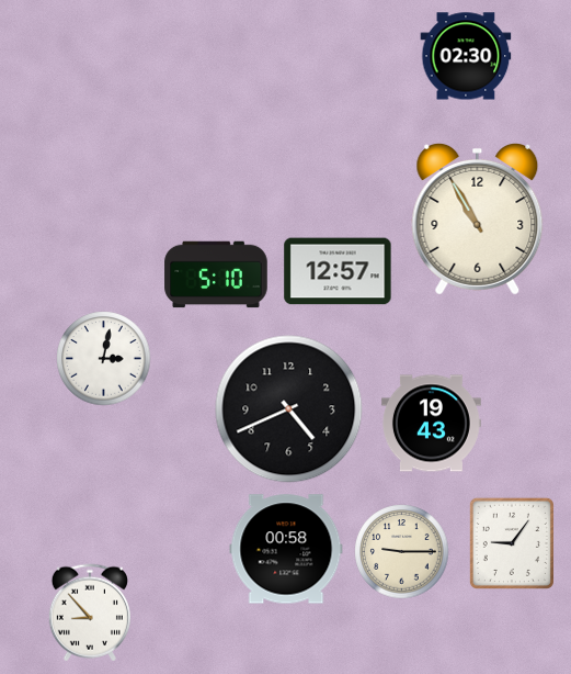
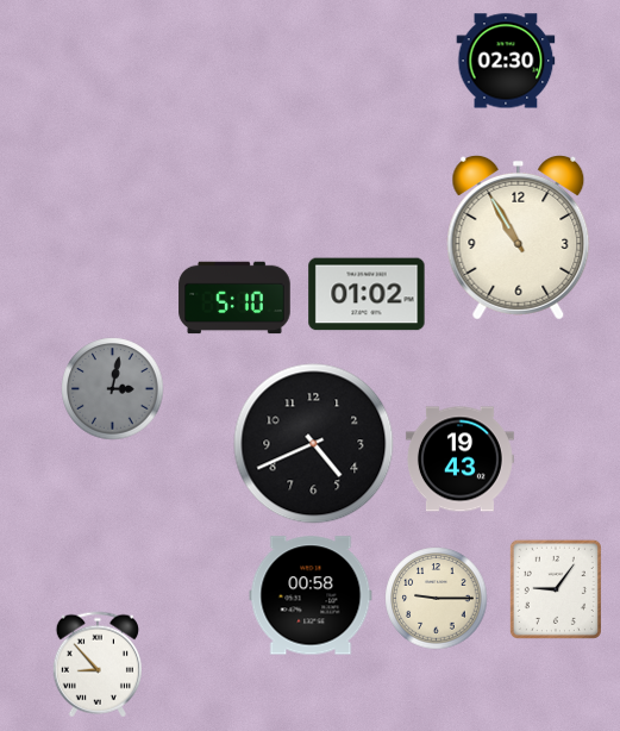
clock at (338, 271): 12:57 -> 01:02
clock at (104, 359) dial: white -> grey
clock at (431, 424) position: (431, 424) -> (459, 460)
